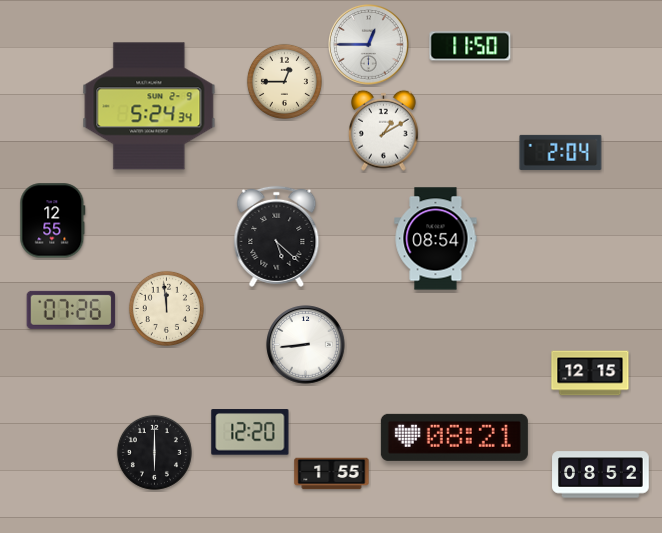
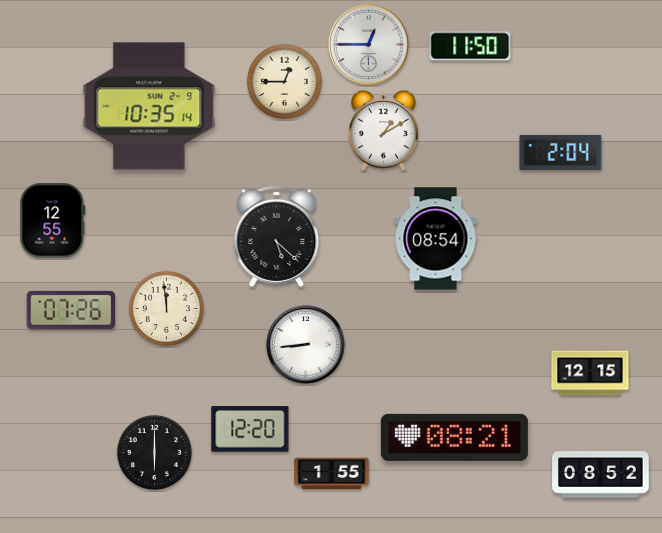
clock at (149, 106): 5:24 -> 10:35
clock at (250, 432) position: (250, 432) -> (250, 429)
